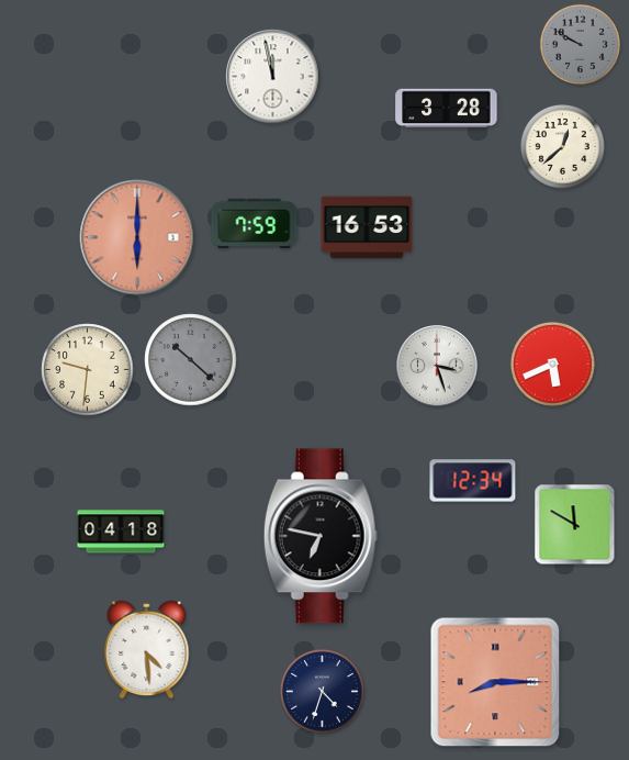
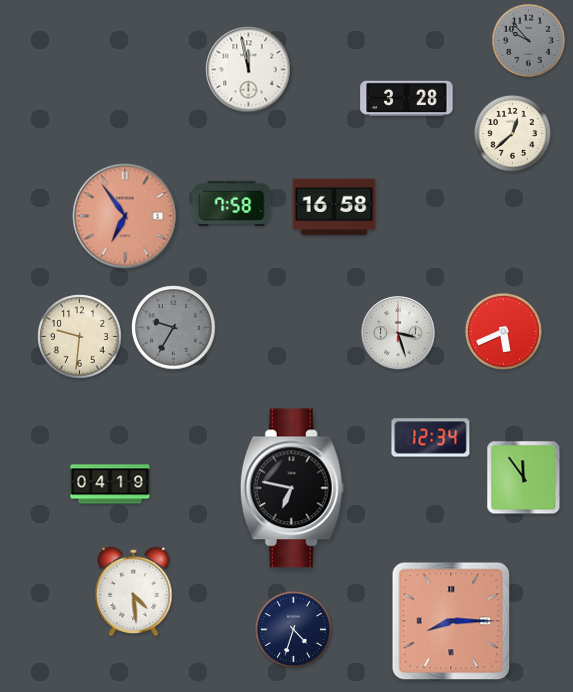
clock at (580, 44): 9:50 -> 9:53
clock at (255, 223): 7:59 -> 7:58
clock at (367, 227): 16:53 -> 16:58
clock at (137, 237): 6:00 -> 6:54
clock at (191, 360): 10:22 -> 9:35
clock at (575, 525): 11:50 -> 11:54
clock at (121, 532): 04:18 -> 04:19
